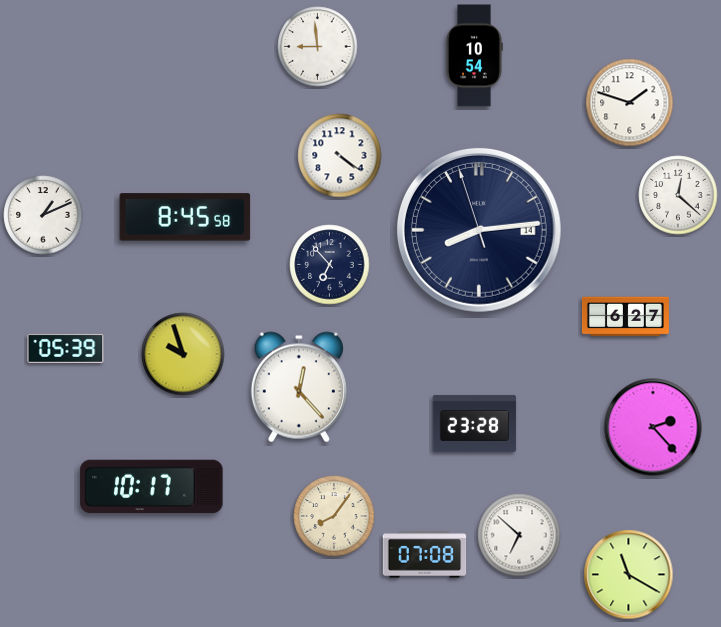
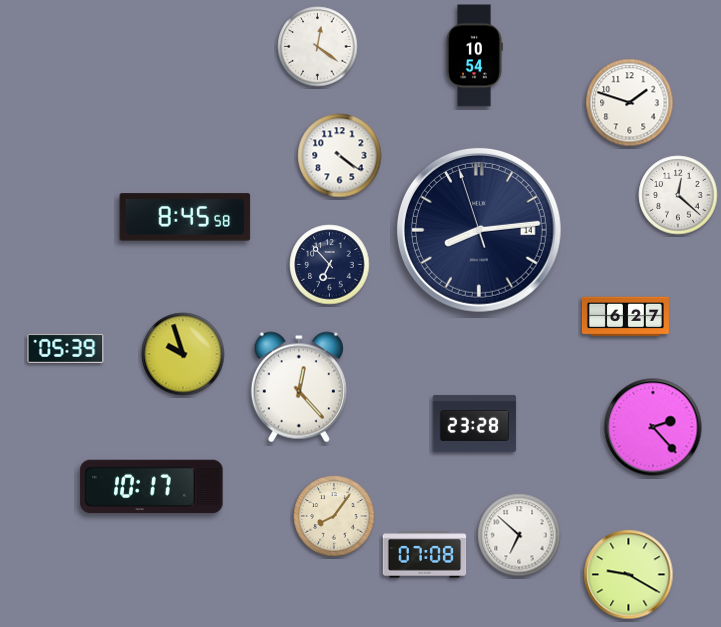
clock at (318, 47): 8:59 -> 12:21
clock at (43, 215): 1:11 -> none
clock at (629, 575): 11:20 -> 9:20
